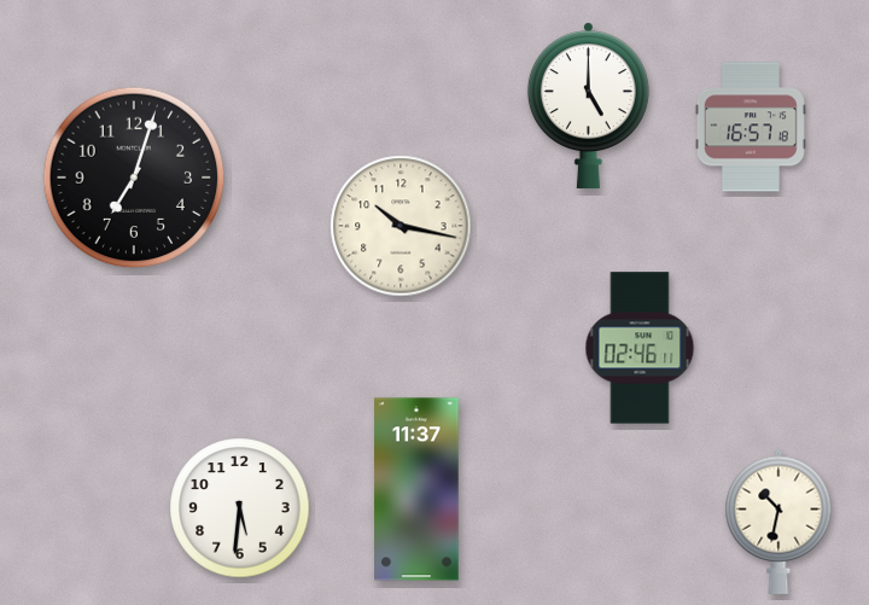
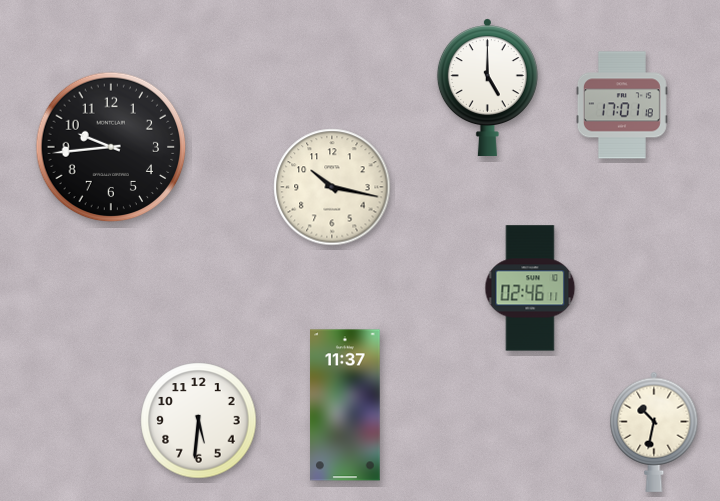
clock at (751, 127): 16:57 -> 17:01
clock at (134, 178): 7:03 -> 9:44
clock at (778, 522) position: (778, 522) -> (654, 432)
